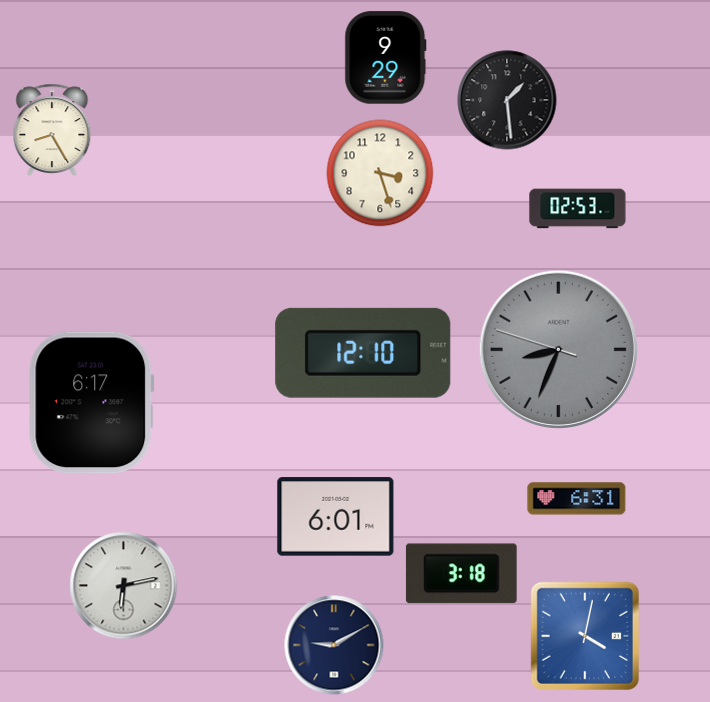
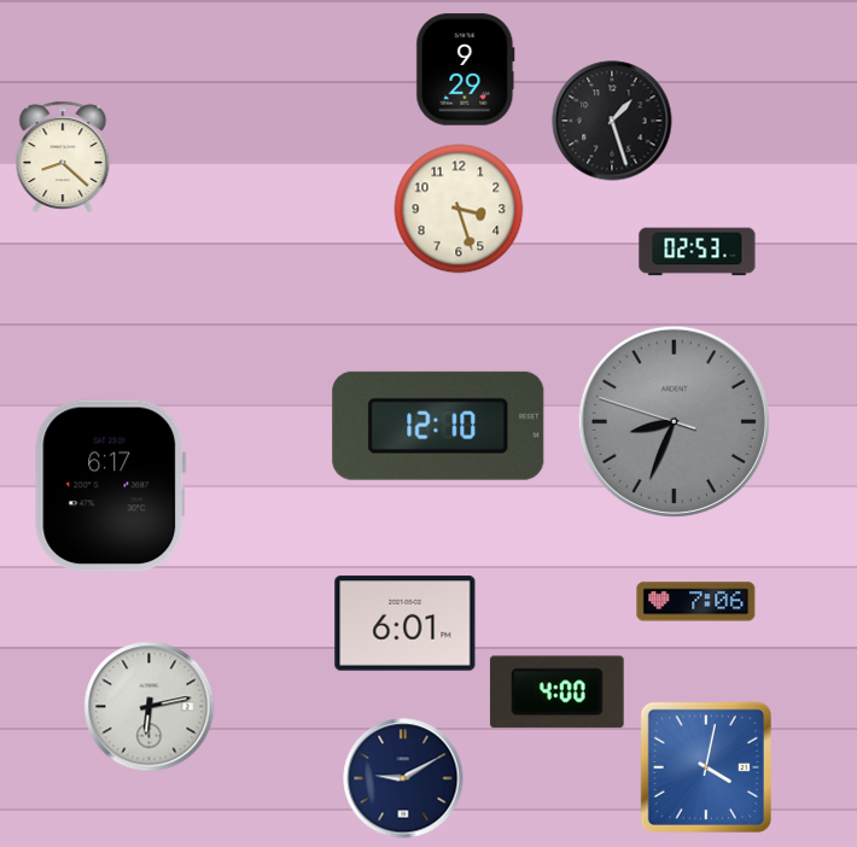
clock at (507, 100): 1:29 -> 1:27
clock at (52, 129): 8:25 -> 8:22
clock at (577, 499): 6:31 -> 7:06
clock at (461, 574): 3:18 -> 4:00
